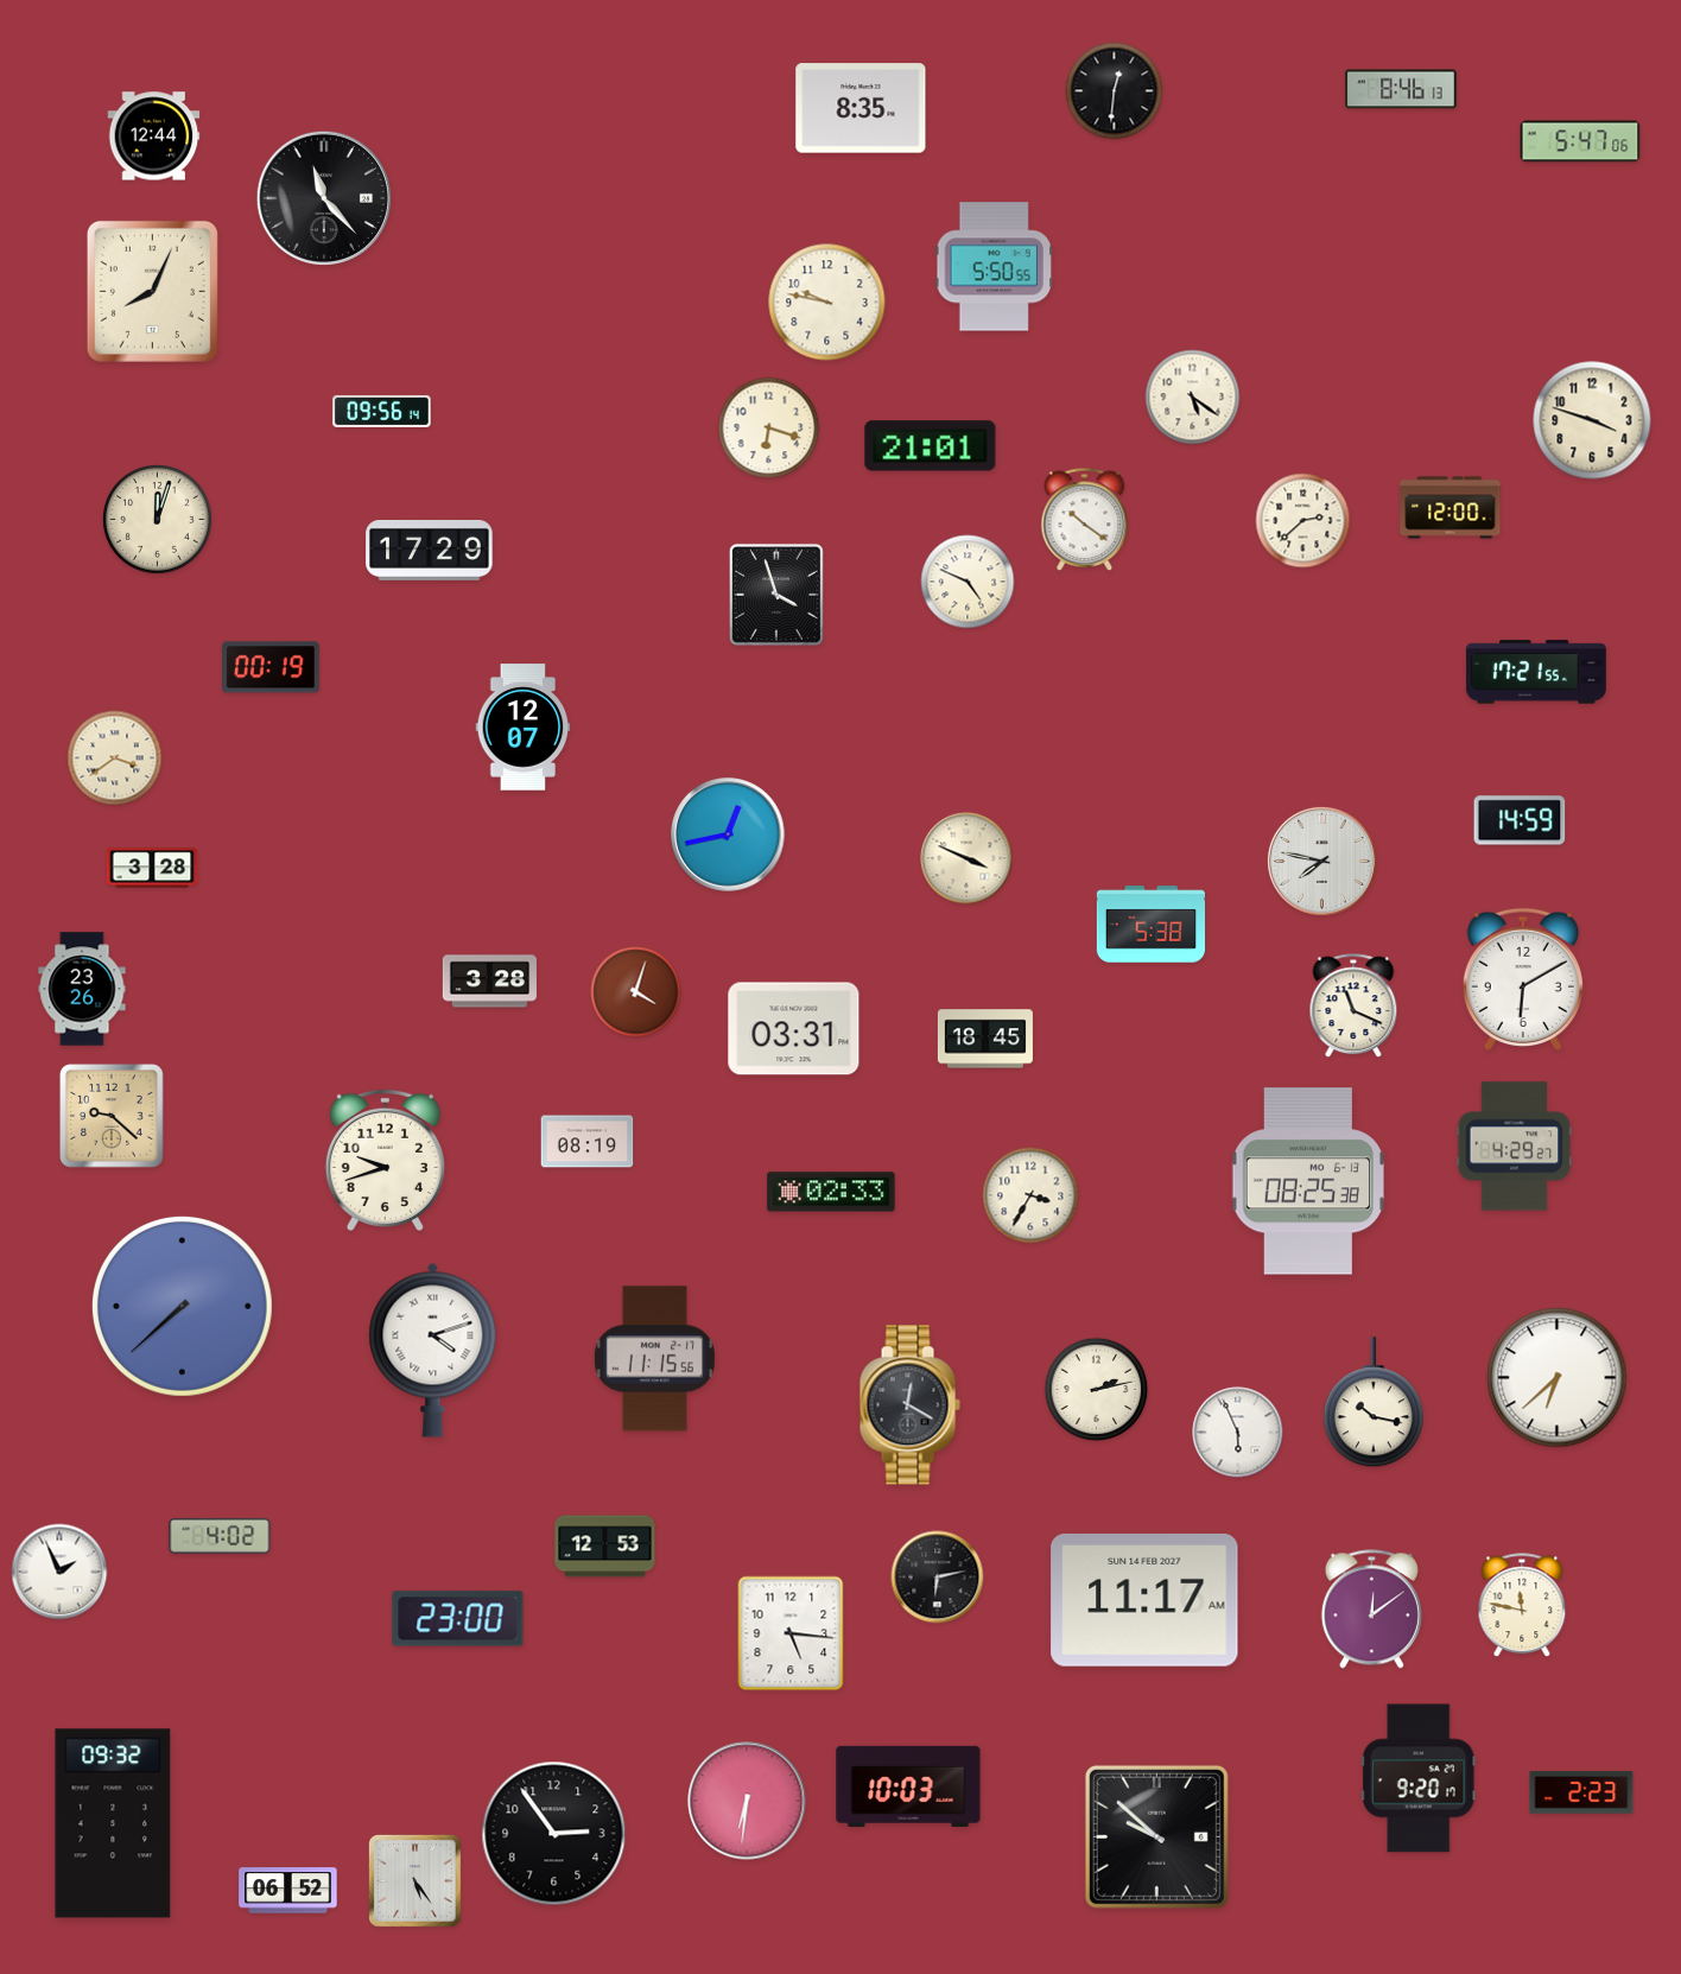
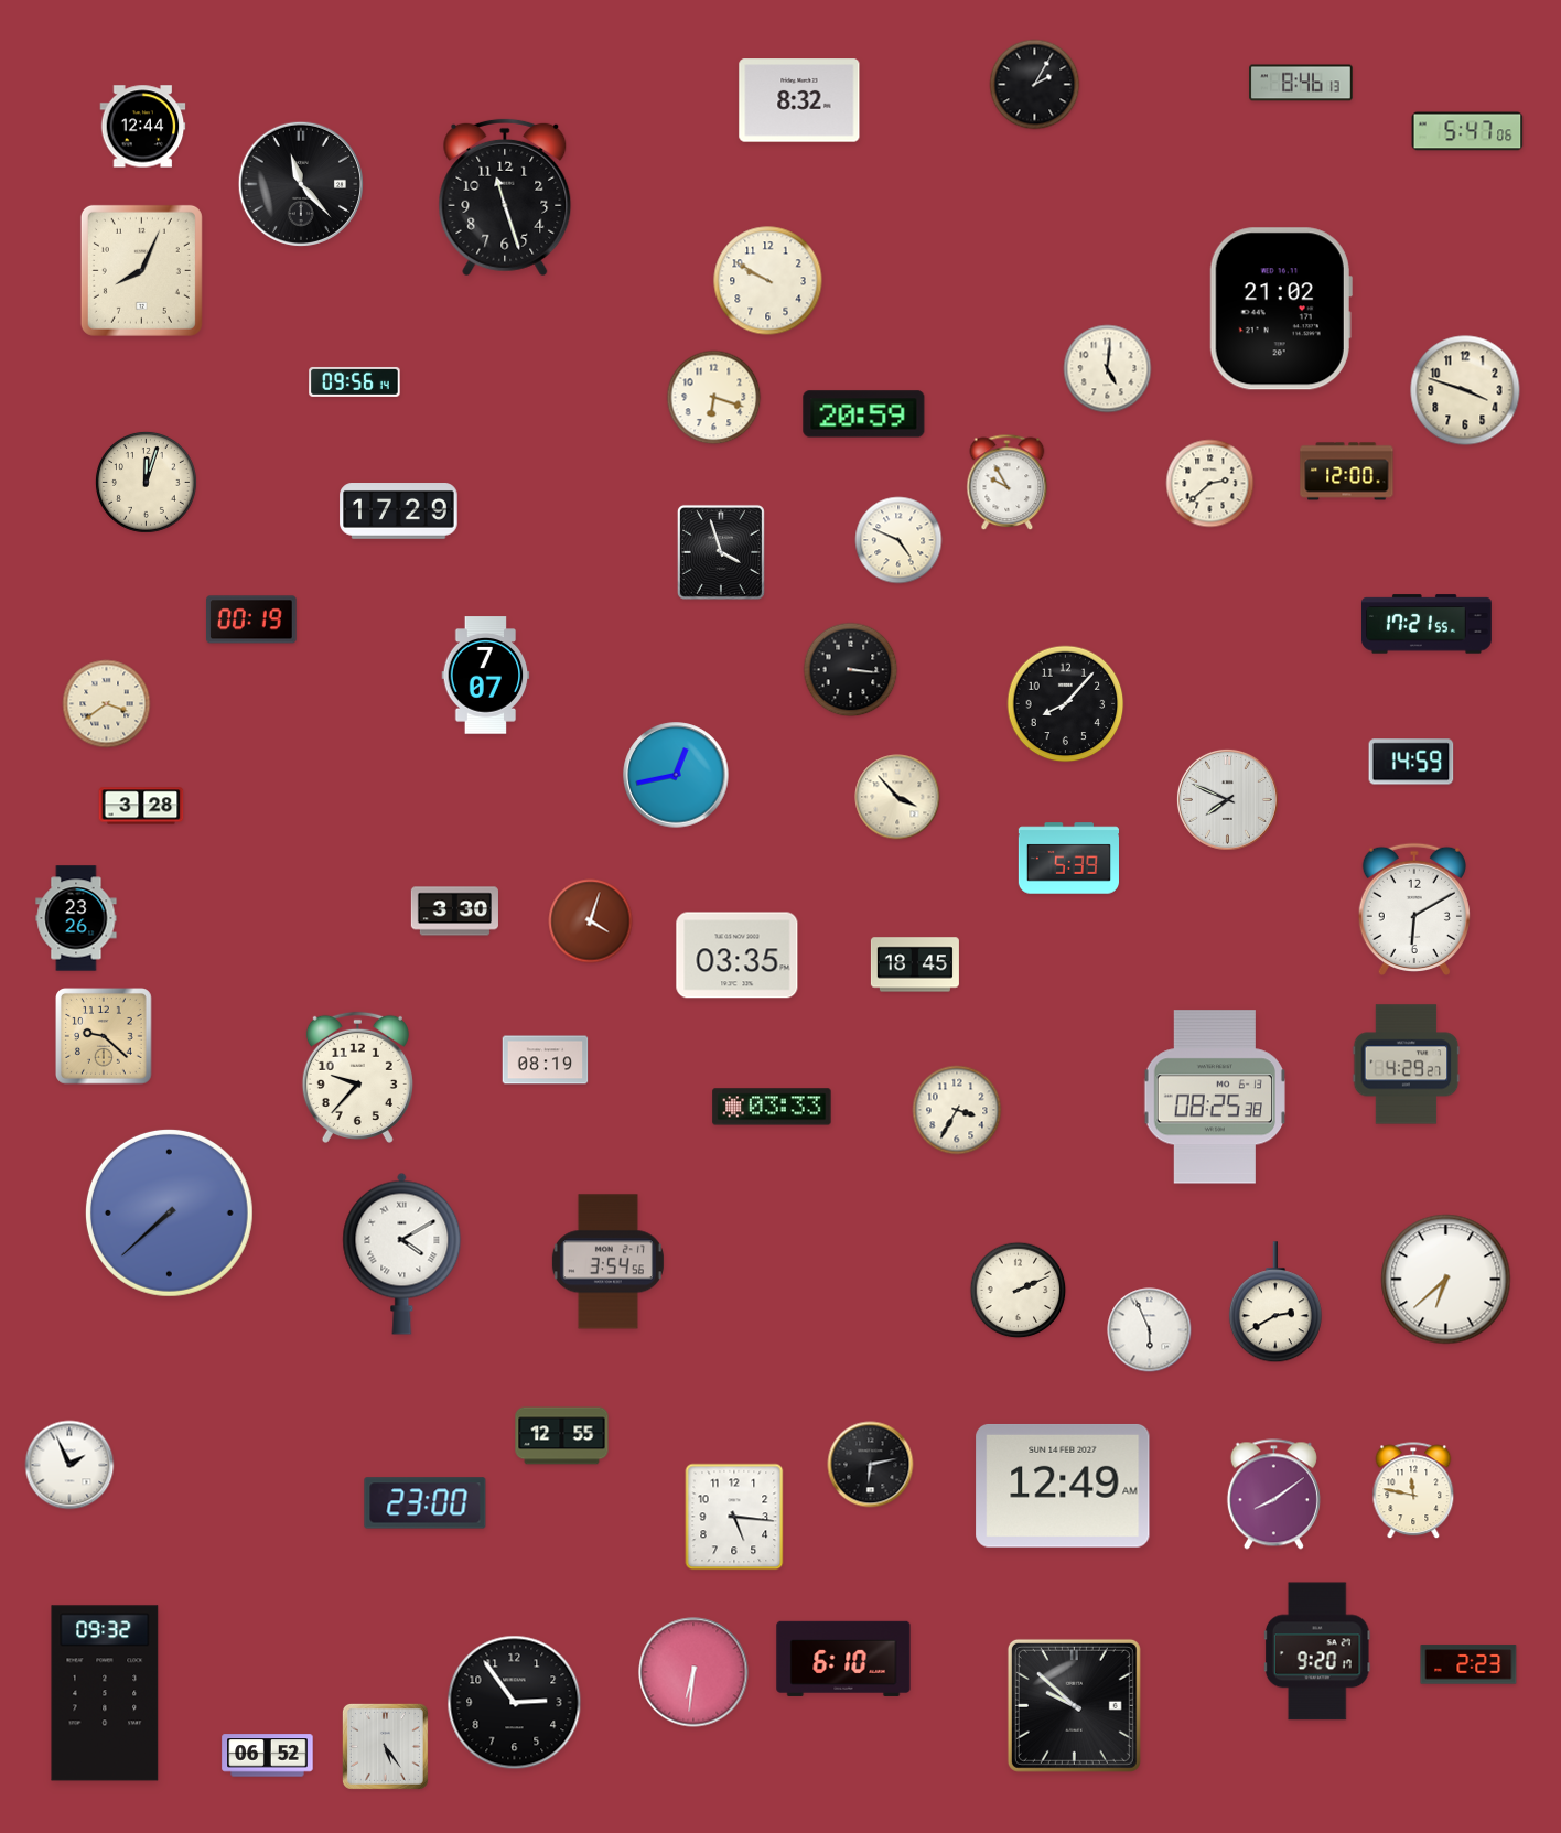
clock at (1115, 91): 12:31 -> 2:05
clock at (861, 108): 8:35 -> 8:32
clock at (505, 197): none -> 11:27
clock at (995, 267): 5:50 -> none
clock at (827, 303): 9:47 -> 9:50
clock at (1281, 309): none -> 21:02
clock at (1193, 398): 5:21 -> 5:01
clock at (1592, 420) position: (1592, 420) -> (1465, 390)
clock at (931, 446): 21:01 -> 20:59
clock at (1085, 520): 10:21 -> 9:55
clock at (851, 670): none -> 3:16
clock at (524, 728): 12:07 -> 7:07
clock at (1066, 704): none -> 8:07
clock at (966, 858): 3:49 -> 3:53
clock at (1321, 861): 7:47 -> 7:49
clock at (1150, 925): 5:38 -> 5:39
clock at (489, 982): 3:28 -> 3:30
clock at (1353, 1007): 11:19 -> none
clock at (794, 1029): 03:31 -> 03:35
clock at (385, 1160): 9:42 -> 9:37
clock at (831, 1192): 02:33 -> 03:33
clock at (433, 1350): 4:12 -> 4:10
clock at (654, 1359): 11:15 -> 3:54
clock at (1097, 1390): 2:13 -> 2:11
clock at (1374, 1403): 10:17 -> 2:40
clock at (909, 1405): 12:20 -> none
clock at (220, 1536): 4:02 -> none
clock at (605, 1547): 12:53 -> 12:55
clock at (59, 1572) position: (59, 1572) -> (69, 1465)
clock at (1144, 1600): 11:17 -> 12:49
clock at (1371, 1610): 12:09 -> 8:09
clock at (908, 1786): 10:03 -> 6:10
